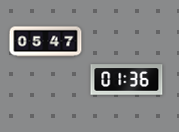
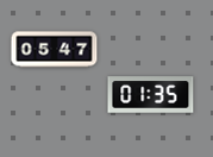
clock at (127, 80): 01:36 -> 01:35
